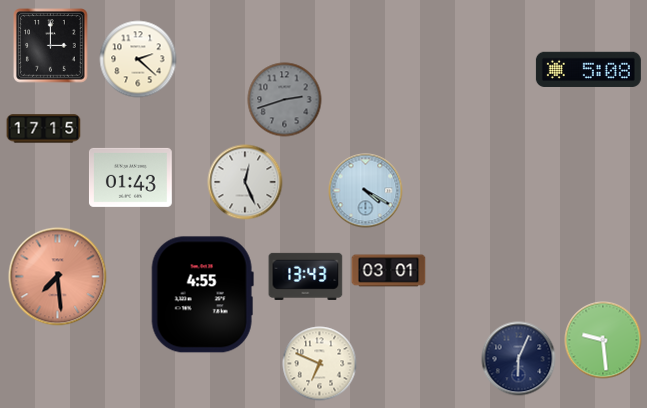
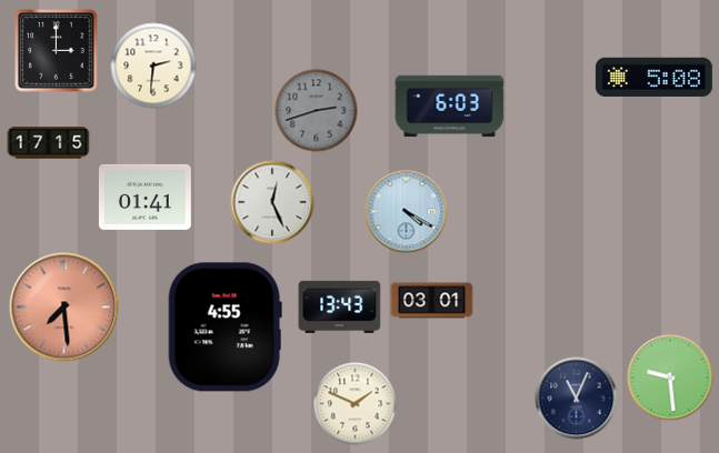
clock at (138, 59): 2:22 -> 2:31
clock at (450, 107): none -> 6:03
clock at (130, 177): 01:43 -> 01:41
clock at (519, 359): 6:04 -> 11:04
clock at (320, 364): 6:49 -> 1:49
